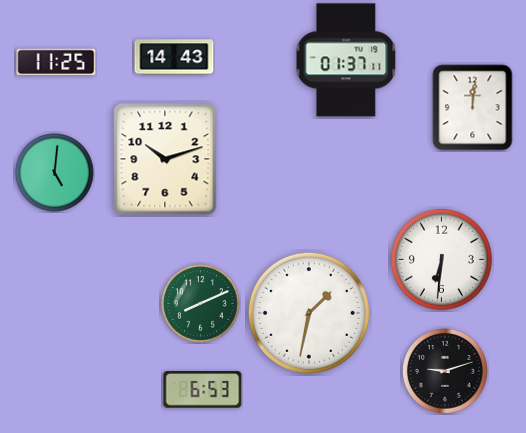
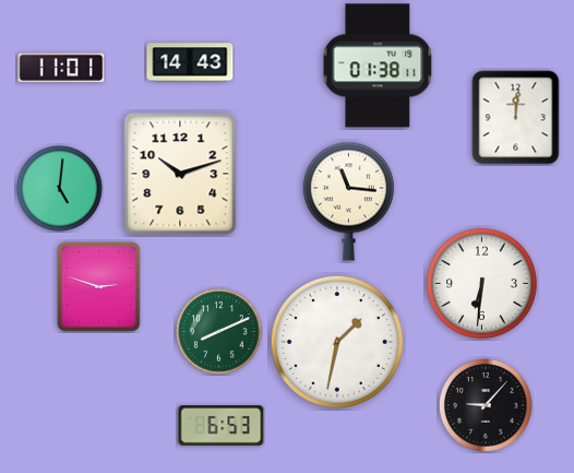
clock at (346, 60): 01:37 -> 01:38
clock at (56, 62): 11:25 -> 11:01
clock at (348, 201): none -> 11:16
clock at (99, 287): none -> 2:48
clock at (446, 372): 9:12 -> 9:07
